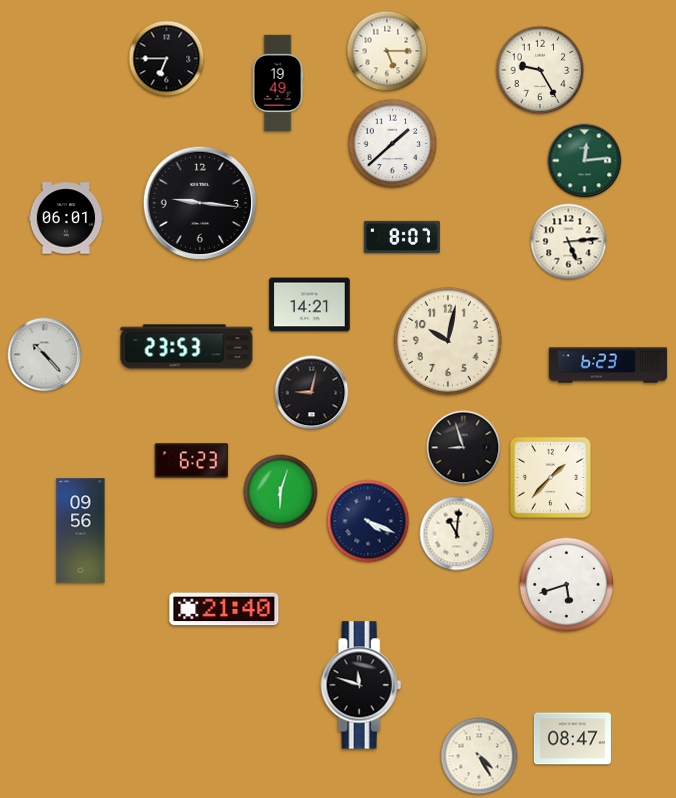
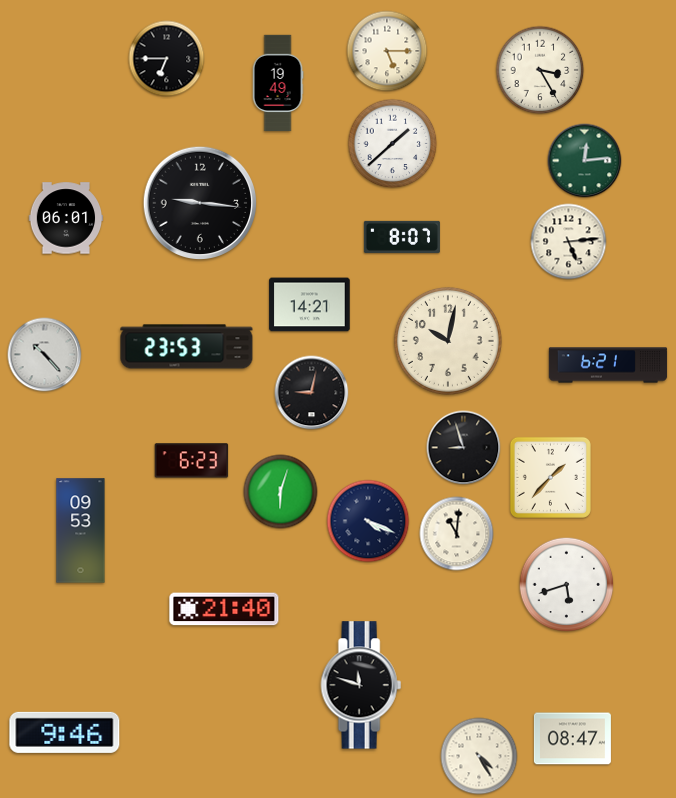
clock at (540, 70): 9:25 -> 3:25
clock at (608, 365): 6:23 -> 6:21
clock at (81, 531): 09:56 -> 09:53
clock at (65, 732): none -> 9:46
